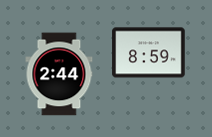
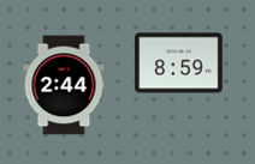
clock at (59, 74) position: (59, 74) -> (64, 85)
